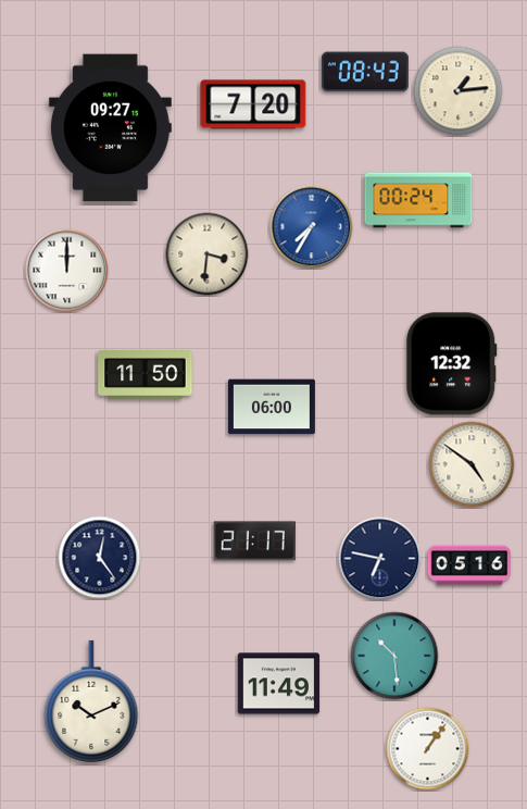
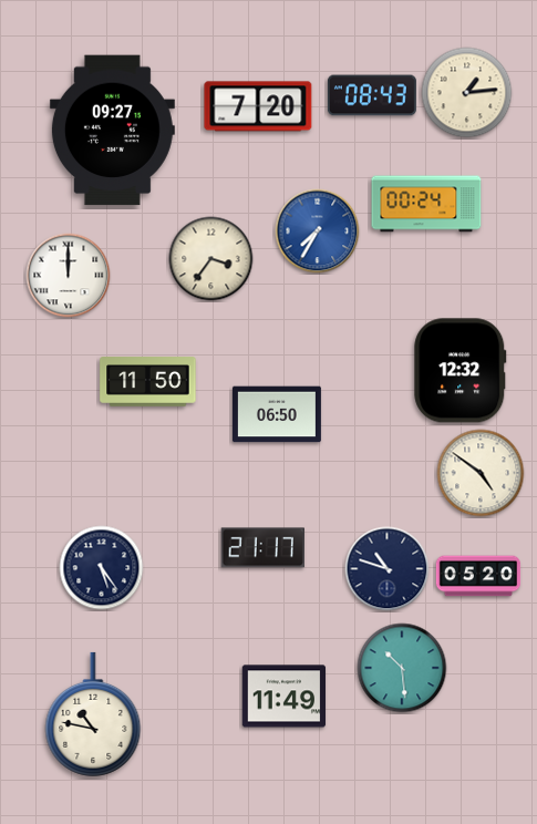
clock at (365, 72) position: (365, 72) -> (372, 95)
clock at (208, 254): 3:31 -> 3:36
clock at (272, 407): 06:00 -> 06:50
clock at (254, 542) position: (254, 542) -> (262, 548)
clock at (100, 558): 12:24 -> 5:24
clock at (380, 559): 6:47 -> 10:48
clock at (469, 565): 05:16 -> 05:20
clock at (91, 701): 10:11 -> 10:47
clock at (428, 749): 1:06 -> none
